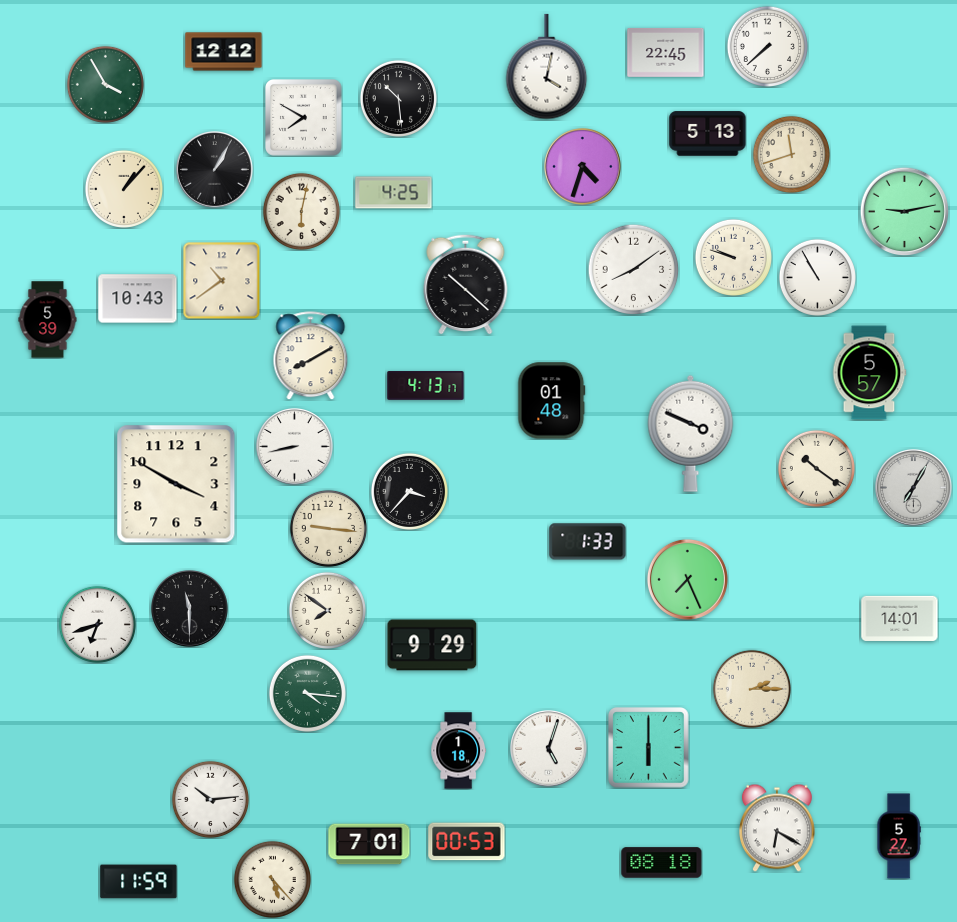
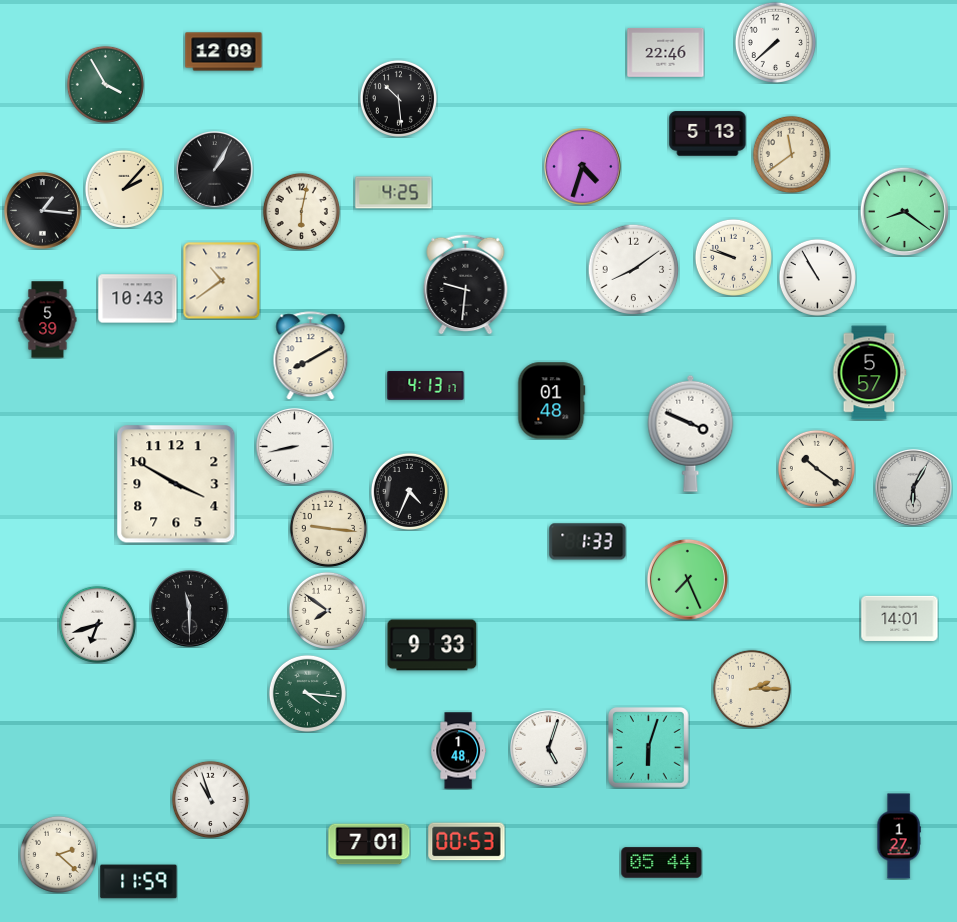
clock at (767, 46) position: (767, 46) -> (775, 42)
clock at (224, 52): 12:12 -> 12:09
clock at (666, 53): 22:45 -> 22:46
clock at (547, 67): 4:02 -> none
clock at (304, 118): 7:50 -> none
clock at (791, 154): 11:42 -> 11:39
clock at (124, 189): 1:07 -> 2:07
clock at (43, 211): none -> 1:16
clock at (904, 211): 9:13 -> 8:21
clock at (466, 284): 10:22 -> 9:31
clock at (914, 488): 7:05 -> 6:05
clock at (409, 491): 3:37 -> 4:34
clock at (432, 645): 9:29 -> 9:33
clock at (649, 748): 6:00 -> 6:03
clock at (459, 751): 1:18 -> 1:48
clock at (210, 799): 10:14 -> 10:57
clock at (777, 828): 6:20 -> none
clock at (899, 836): 5:27 -> 1:27
clock at (58, 854): none -> 2:22
clock at (662, 863): 08:18 -> 05:44
clock at (272, 879): 5:23 -> none
